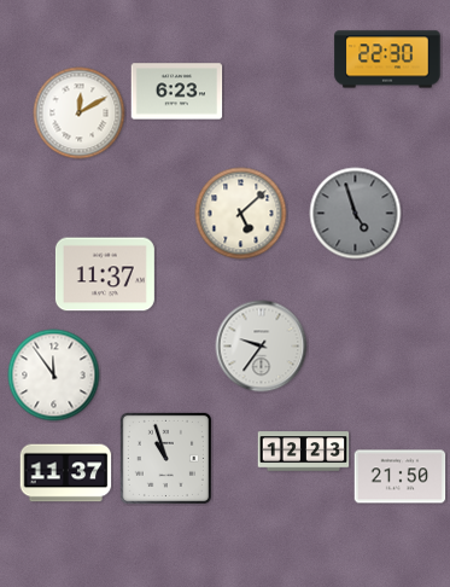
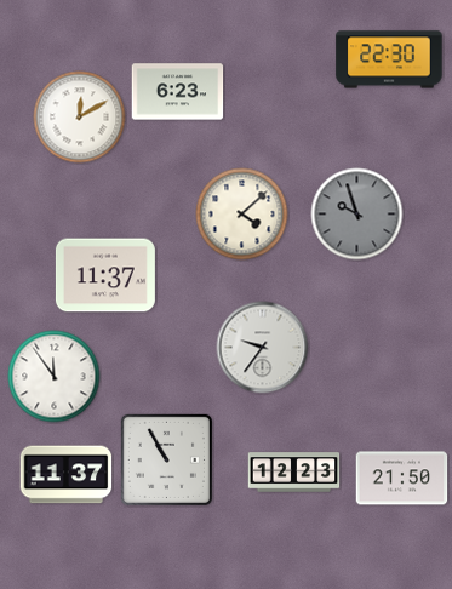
clock at (80, 114) position: (80, 114) -> (80, 118)
clock at (241, 214): 5:08 -> 4:08
clock at (356, 214): 4:57 -> 9:57
clock at (304, 452) position: (304, 452) -> (294, 473)
clock at (165, 458): 10:57 -> 10:55
